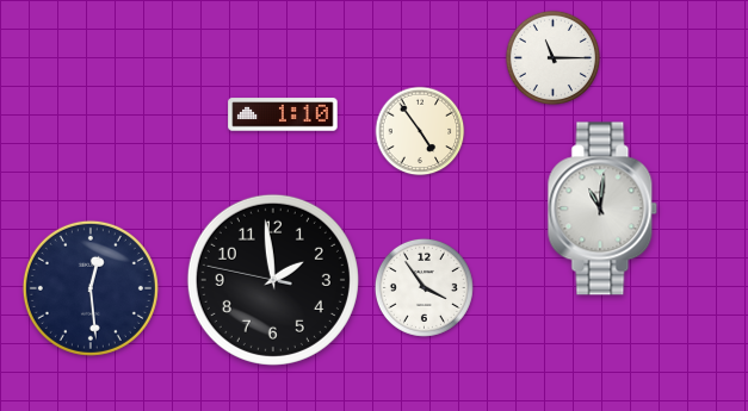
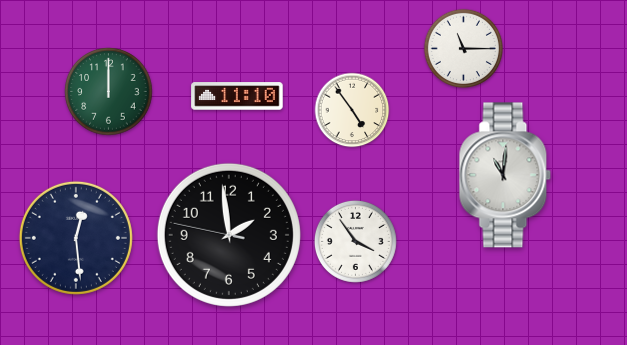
clock at (109, 92): none -> 12:00
clock at (283, 114): 1:10 -> 11:10
clock at (91, 288) position: (91, 288) -> (76, 238)
